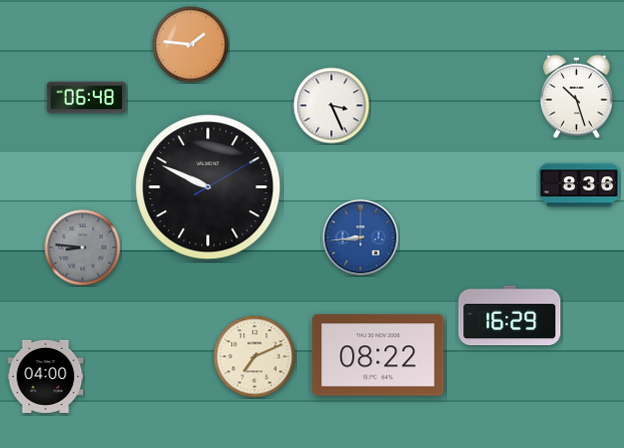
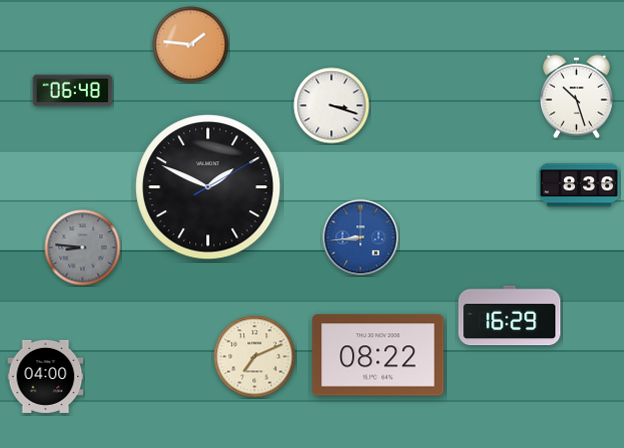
clock at (87, 98) position: (87, 98) -> (73, 91)
clock at (332, 106): 3:26 -> 3:18
clock at (208, 187): 9:49 -> 1:49
